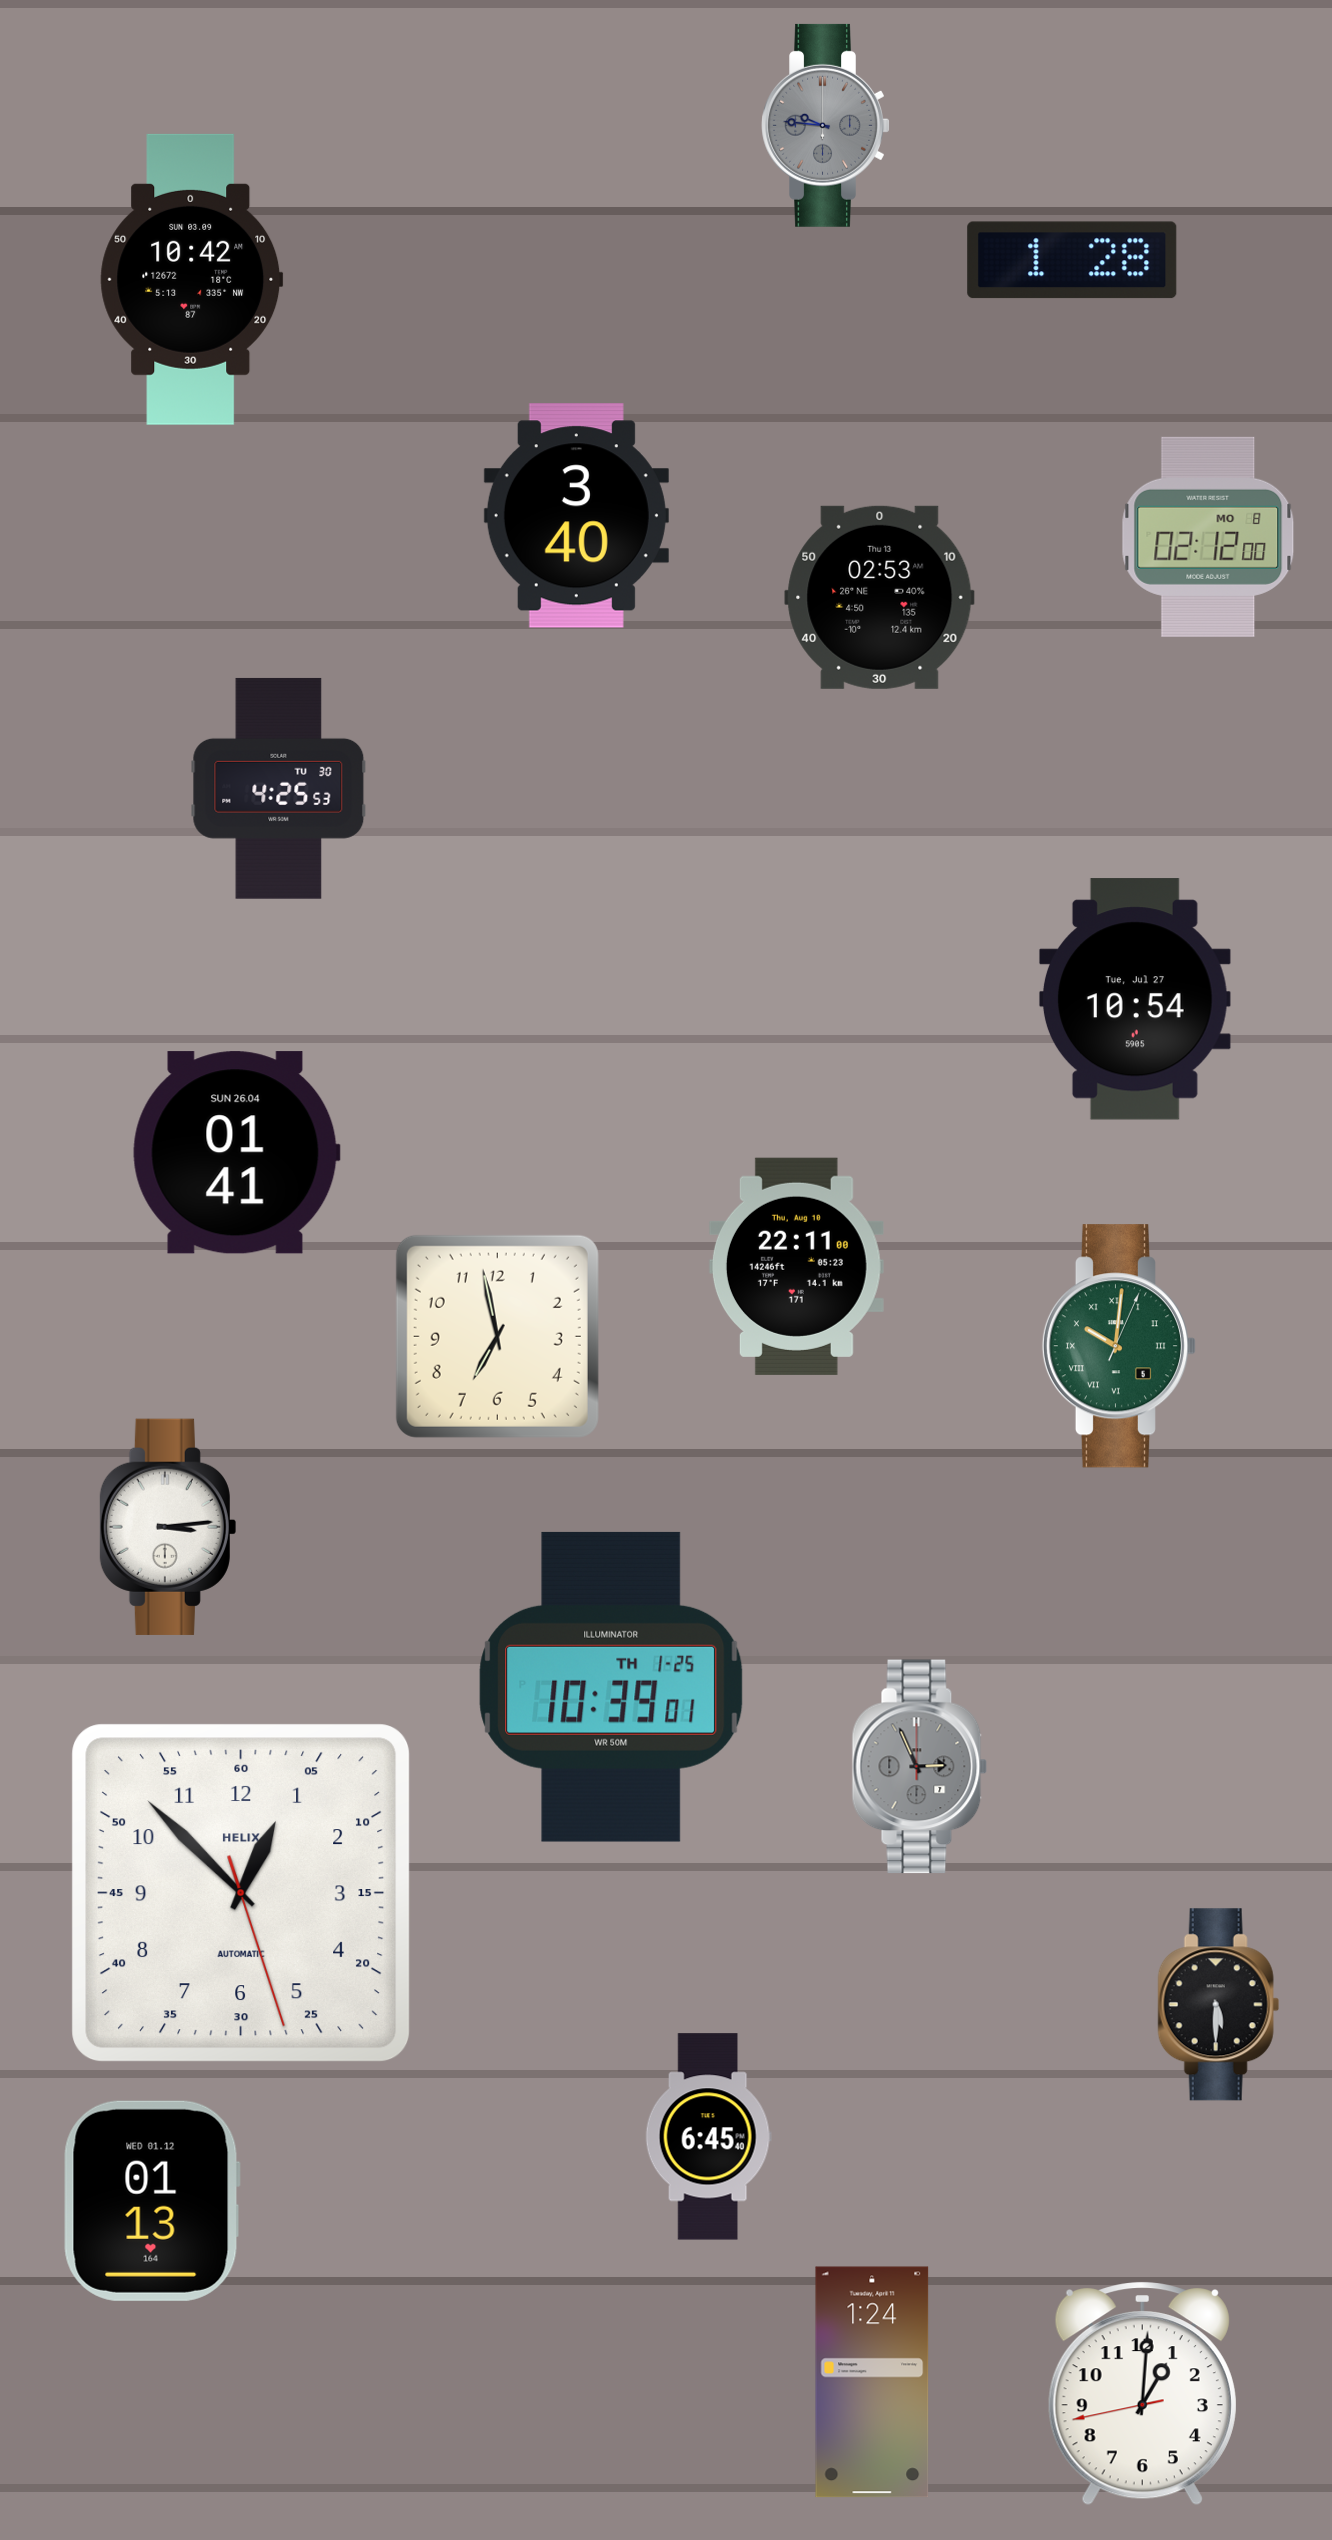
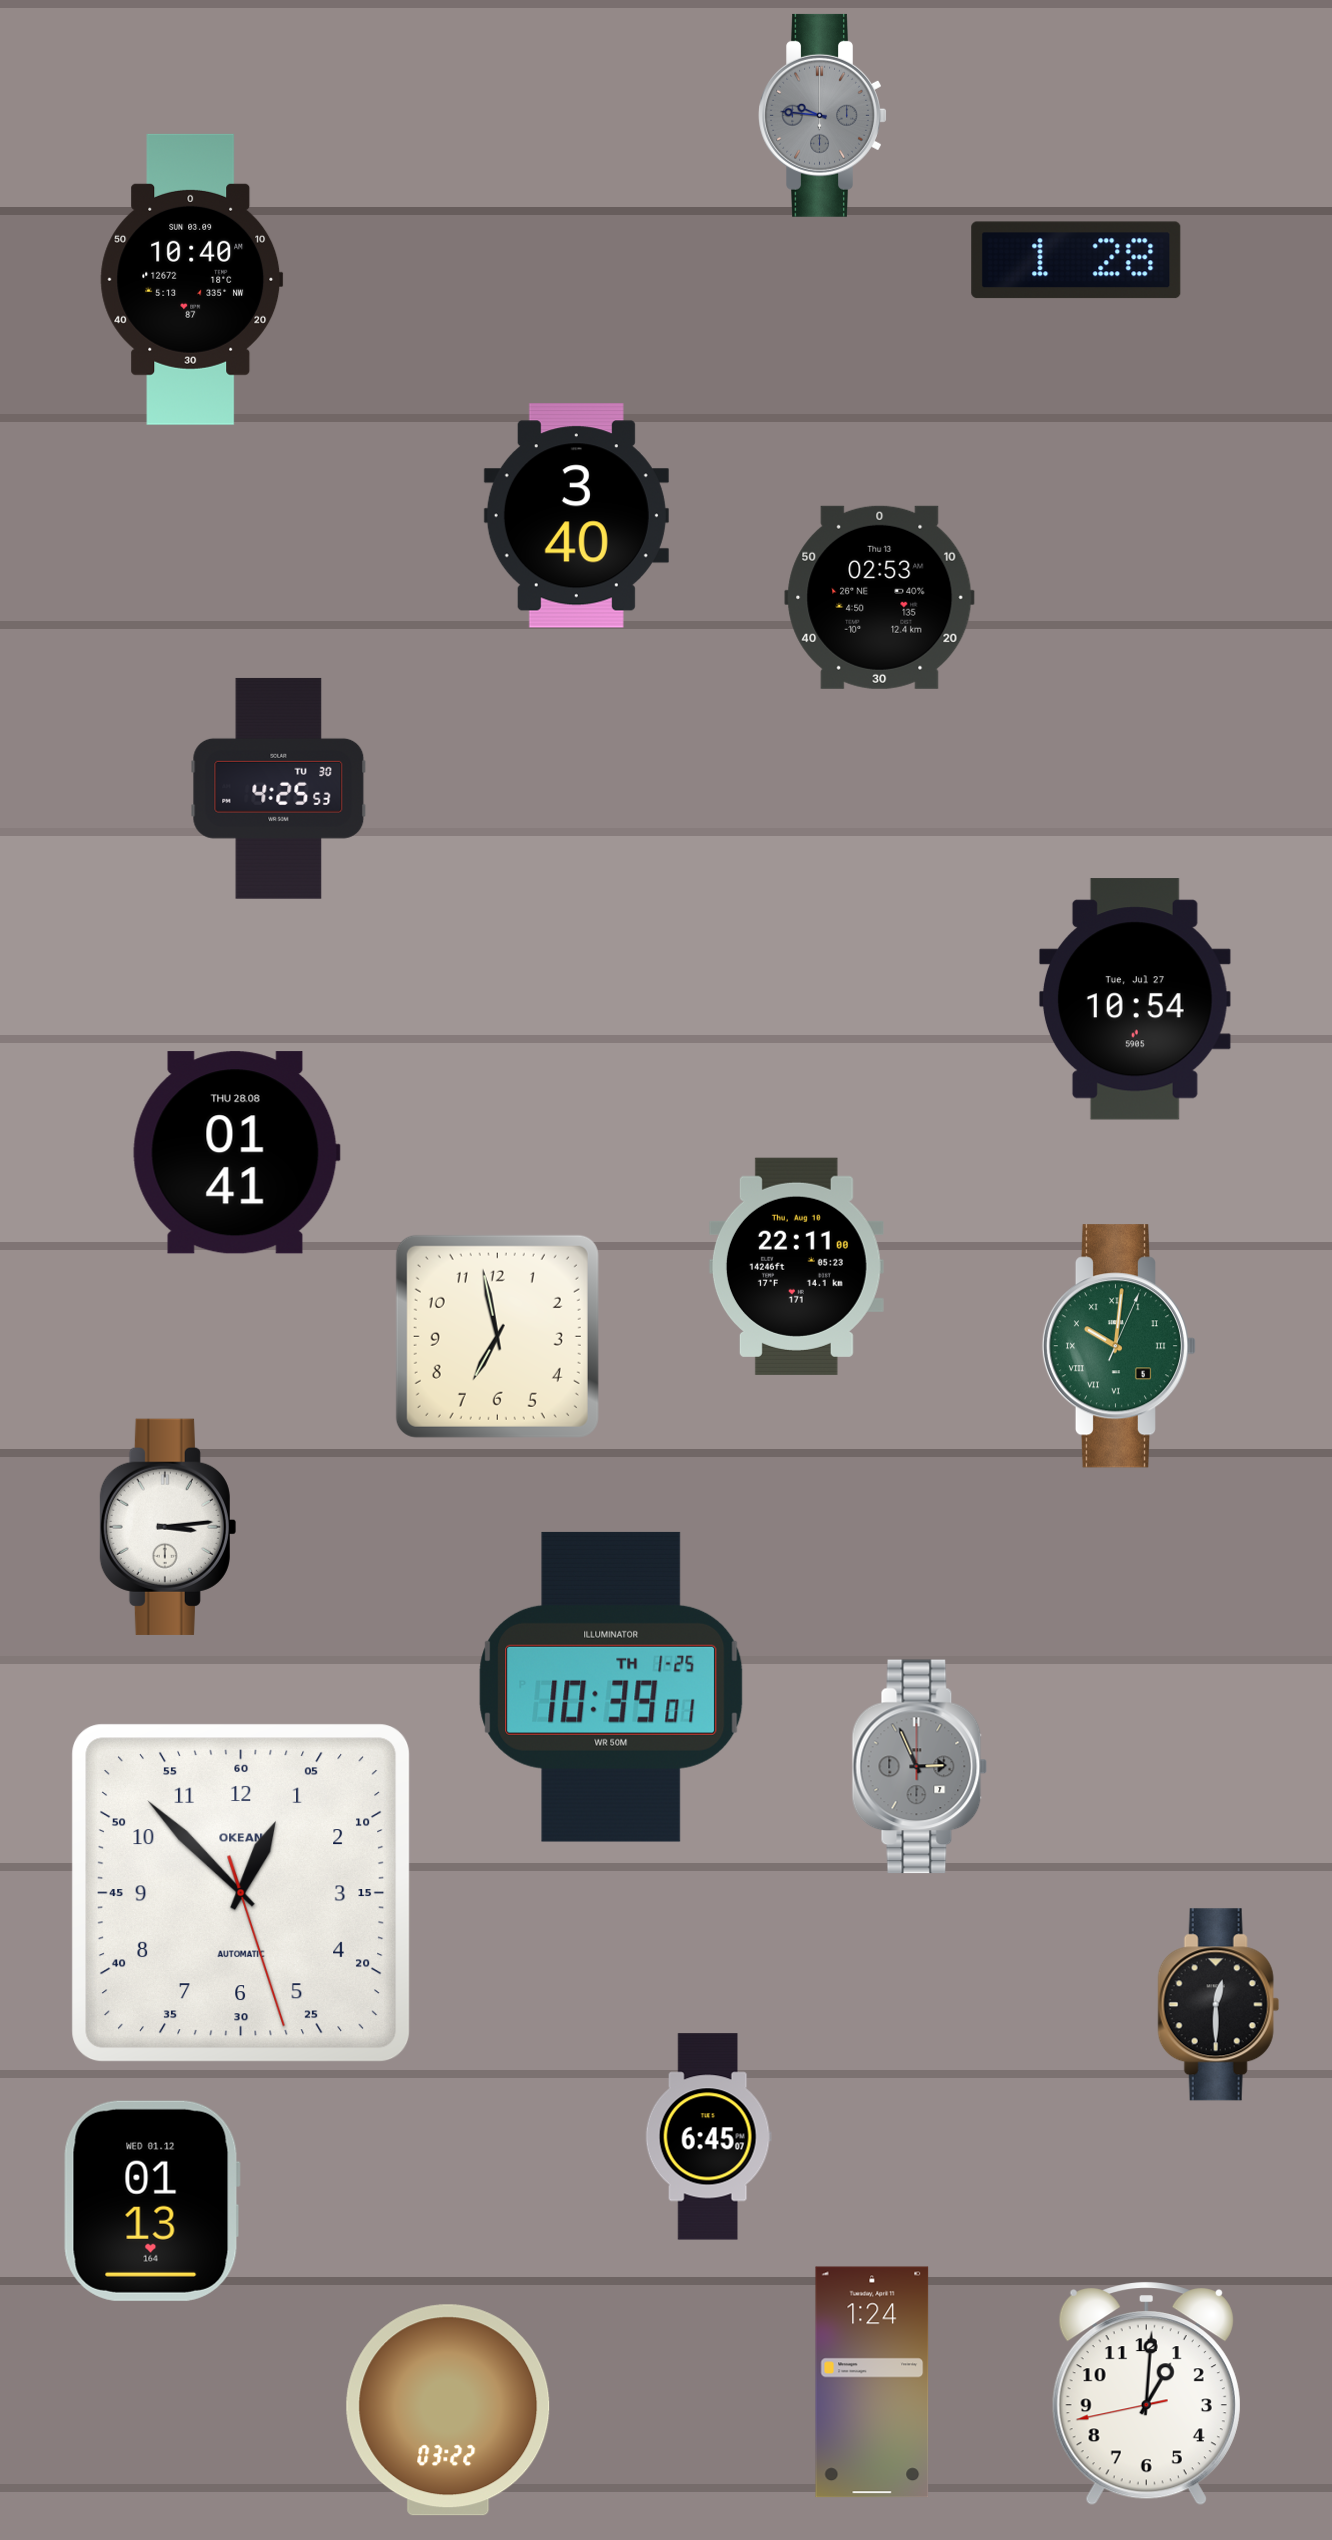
clock at (826, 125) position: (826, 125) -> (823, 115)
clock at (1072, 260) position: (1072, 260) -> (1076, 260)
clock at (192, 279): 10:42 -> 10:40
clock at (1208, 537): 02:12 -> none
clock at (236, 1153) date: SUN 26.04 -> THU 28.08
clock at (241, 1893) brand: HELIX -> OKEAN
clock at (1218, 2005): 5:30 -> 12:30
clock at (708, 2137): 6:45:40 -> 6:45:07
clock at (1142, 2394) position: (1142, 2394) -> (1146, 2394)
clock at (448, 2410): none -> 03:22
